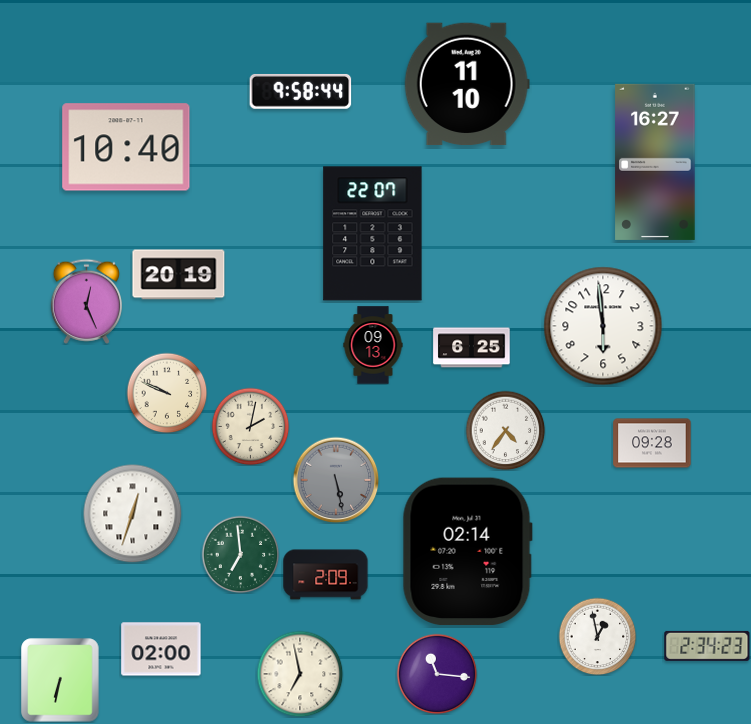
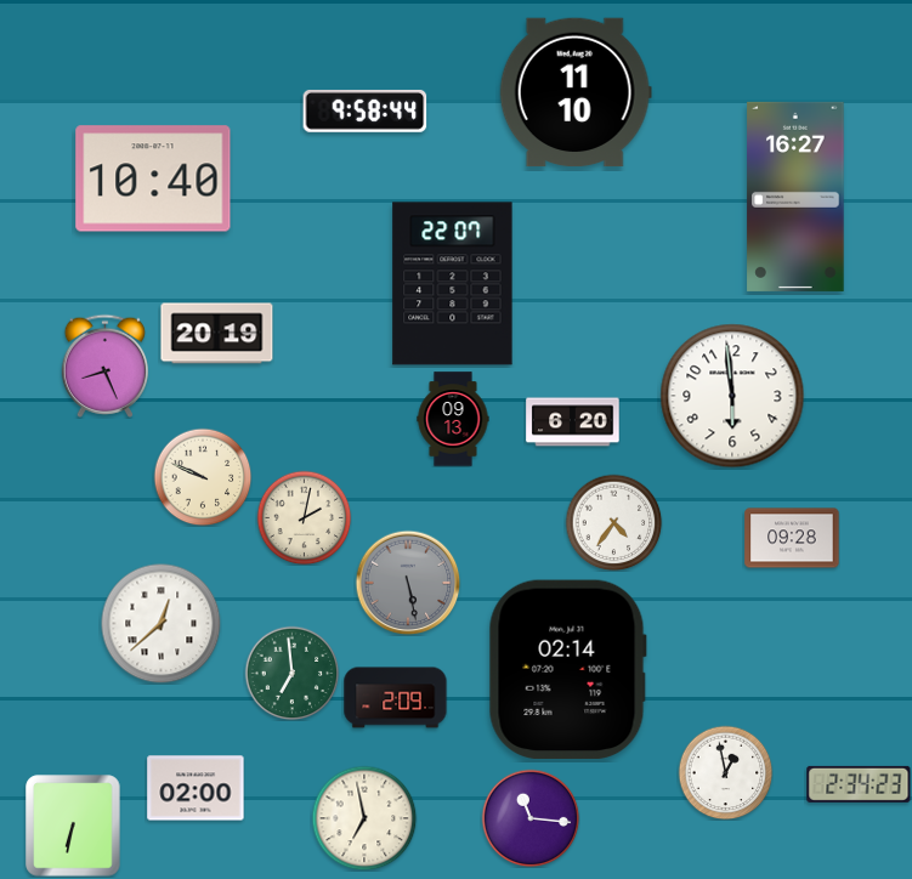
clock at (467, 84) position: (467, 84) -> (576, 92)
clock at (86, 301): 12:26 -> 8:26
clock at (472, 348): 6:25 -> 6:20
clock at (133, 514): 12:33 -> 12:38
